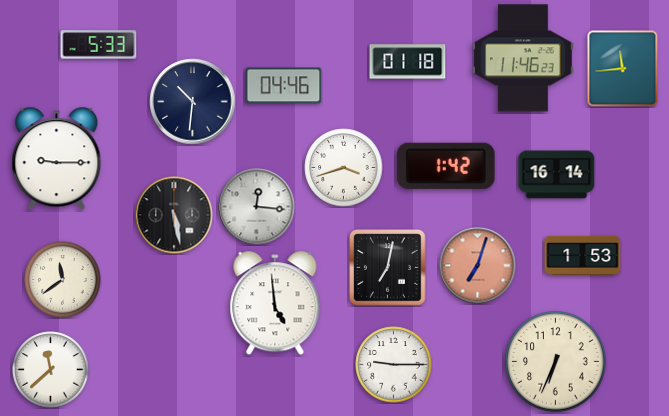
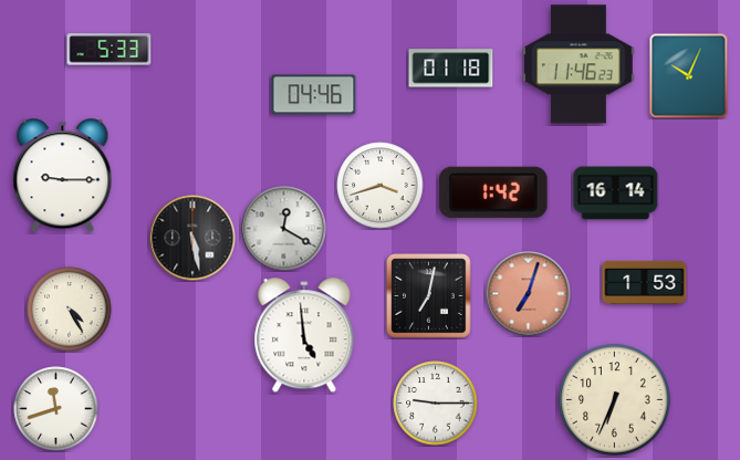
clock at (623, 69): 11:44 -> 10:04
clock at (193, 102): 10:31 -> none
clock at (447, 166) position: (447, 166) -> (494, 192)
clock at (257, 207): 12:16 -> 12:20
clock at (63, 280): 11:39 -> 4:25
clock at (51, 370): 11:38 -> 11:42
